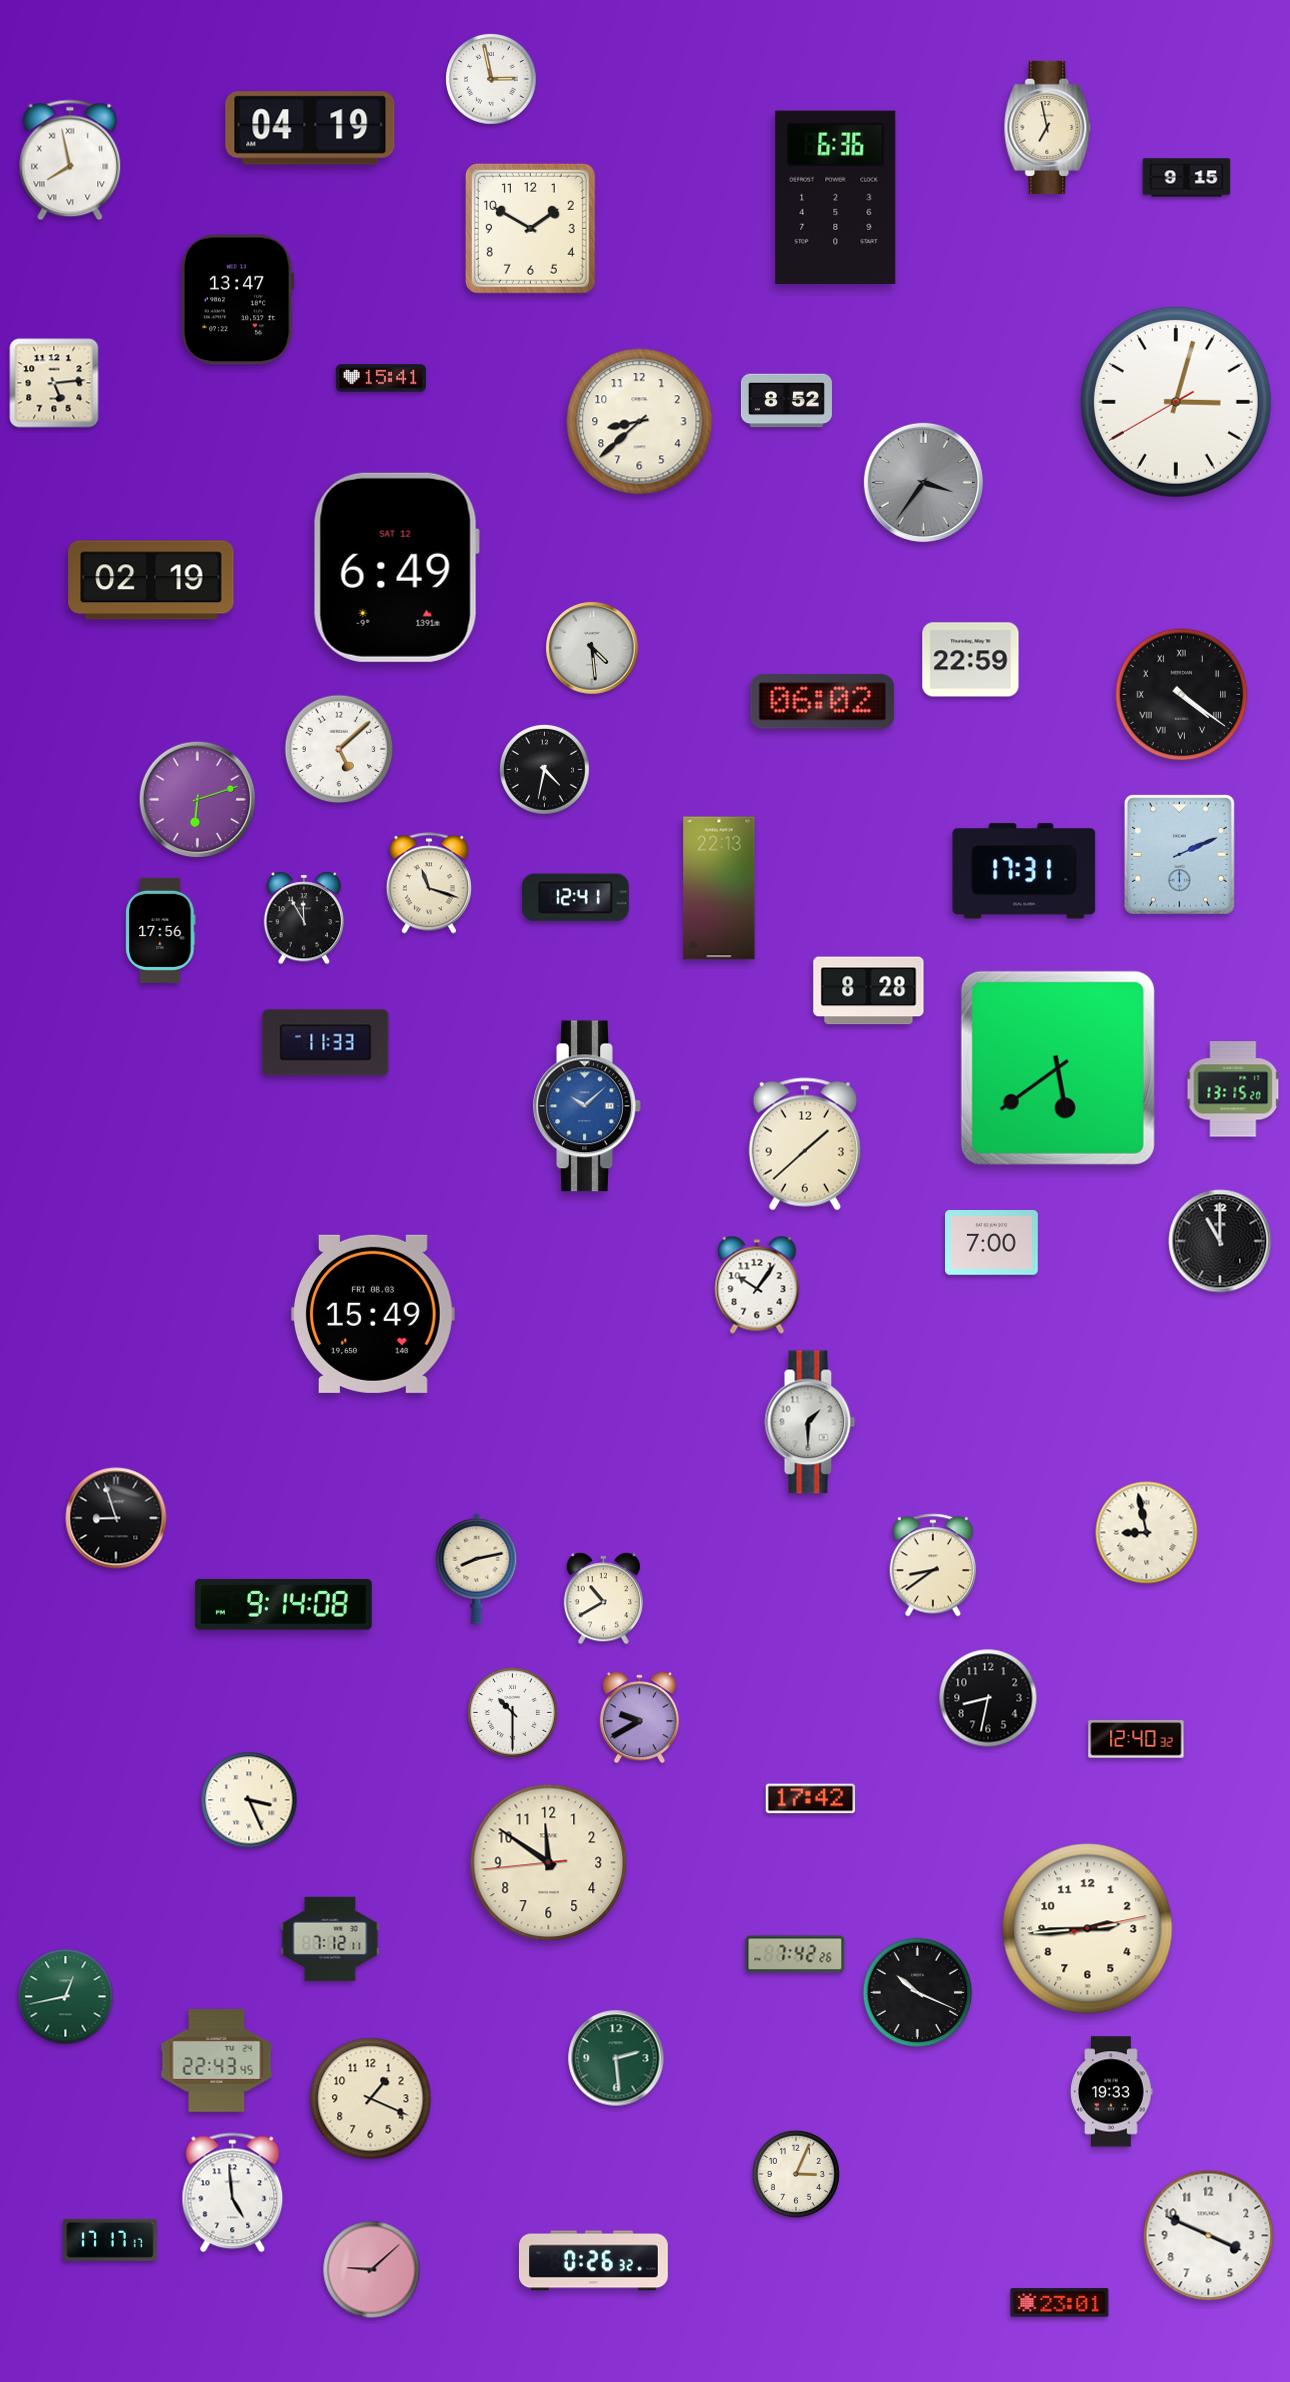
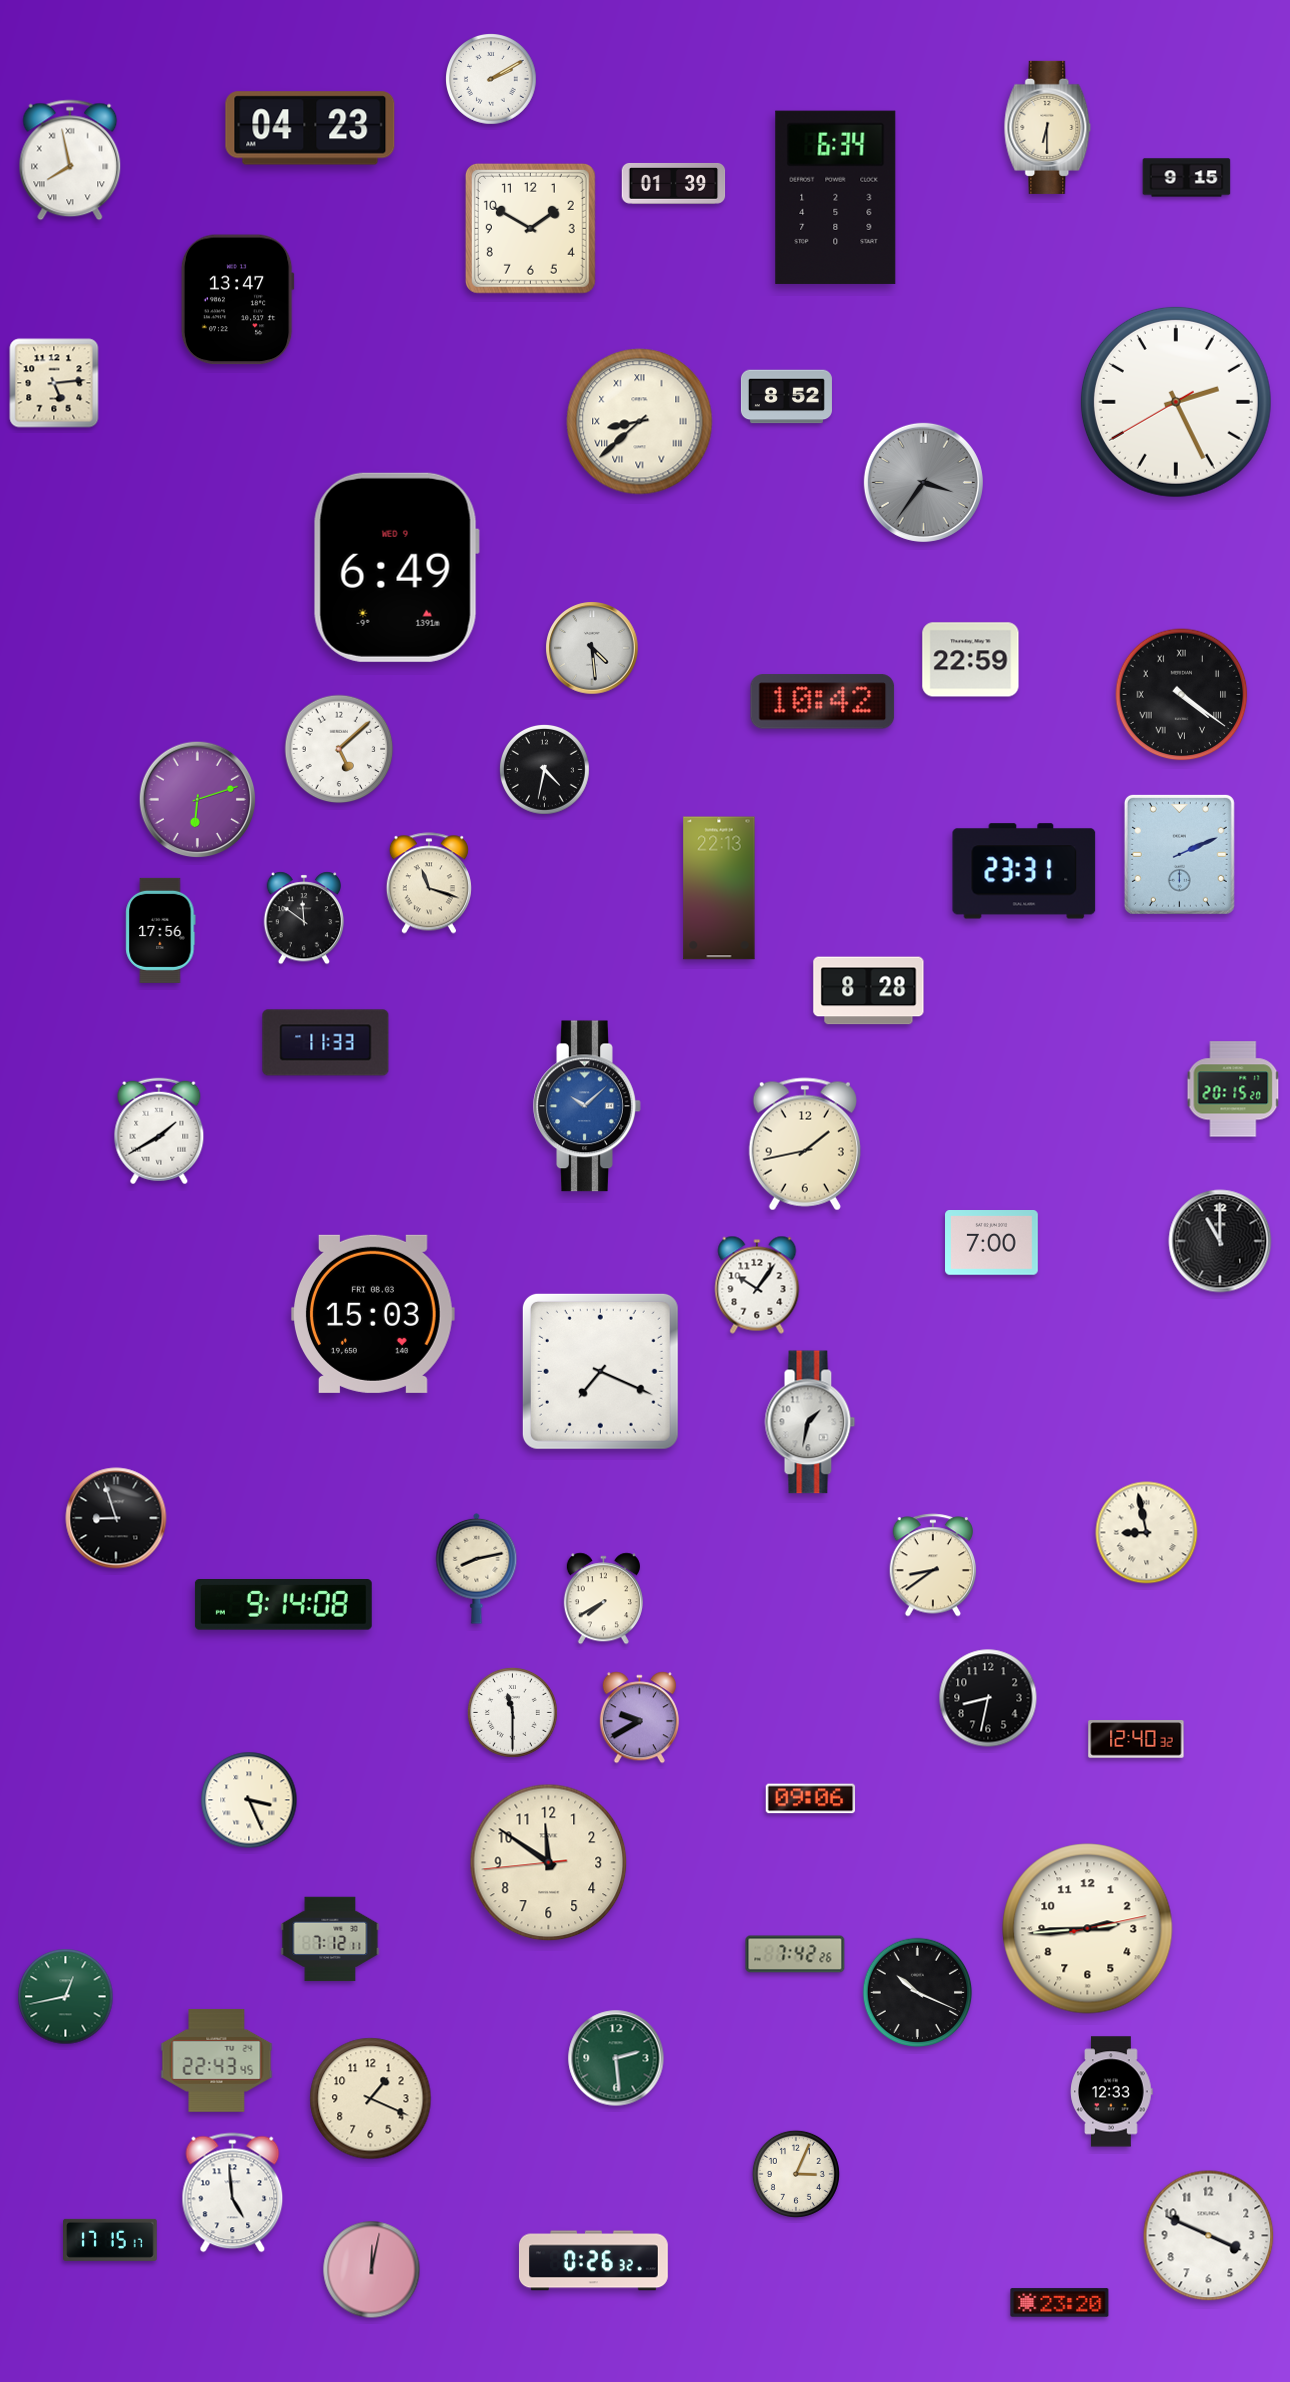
clock at (491, 79): 2:58 -> 2:10
clock at (1048, 127): 6:58 -> 6:30
clock at (310, 128): 04:19 -> 04:23
clock at (674, 183): none -> 01:39
clock at (836, 197): 6:36 -> 6:34
clock at (380, 378): 15:41 -> none
clock at (786, 401) position: (786, 401) -> (786, 397)
clock at (1176, 402): 3:02 -> 2:25
clock at (640, 422) numerals: Arabic -> Roman
clock at (396, 567) date: SAT 12 -> WED 9
clock at (151, 580): 02:19 -> none
clock at (823, 702): 06:02 -> 10:42
clock at (1024, 871): 17:31 -> 23:31
clock at (575, 898): 12:41 -> none
clock at (303, 918): 11:55 -> 11:51
clock at (1058, 1068): 5:39 -> none
clock at (1233, 1089): 13:15 -> 20:15
clock at (159, 1131): none -> 1:40
clock at (805, 1144): 1:38 -> 1:43
clock at (373, 1314): 15:49 -> 15:03
clock at (600, 1371): none -> 7:19
clock at (810, 1422): 1:30 -> 1:32
clock at (603, 1599): 10:40 -> 7:40
clock at (513, 1713): 10:30 -> 11:30
clock at (811, 1799): 17:42 -> 09:06
clock at (1112, 2092): 19:33 -> 12:33
clock at (110, 2240): 17:17 -> 17:15
clock at (372, 2270): 9:08 -> 12:02
clock at (1060, 2303): 23:01 -> 23:20
